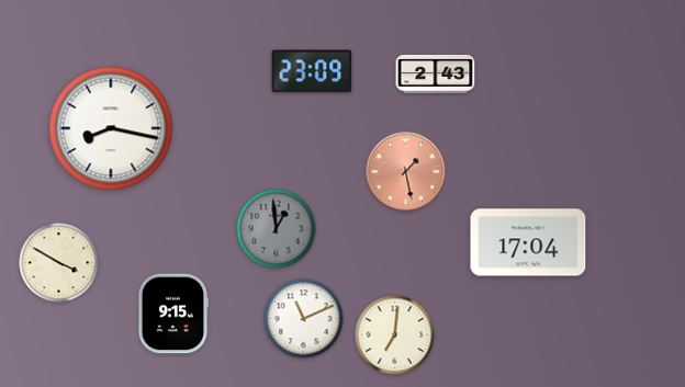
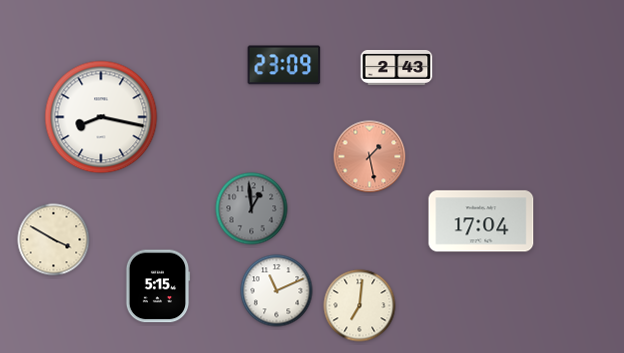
clock at (173, 314): 9:15 -> 5:15
